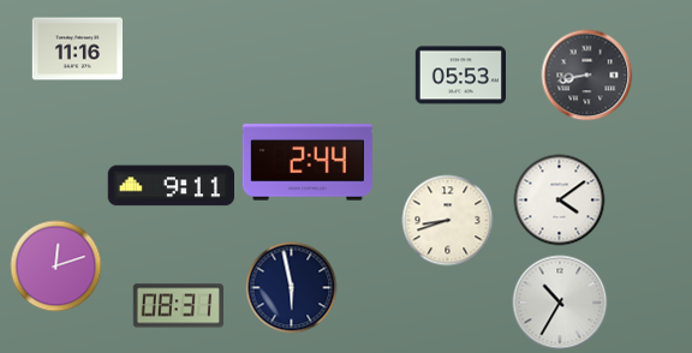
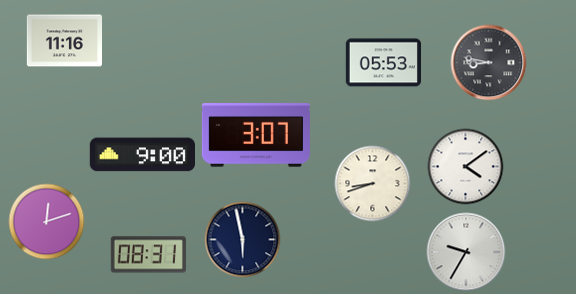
clock at (587, 76): 8:43 -> 8:47
clock at (308, 162): 2:44 -> 3:07
clock at (171, 186): 9:11 -> 9:00
clock at (560, 303): 10:35 -> 9:35
